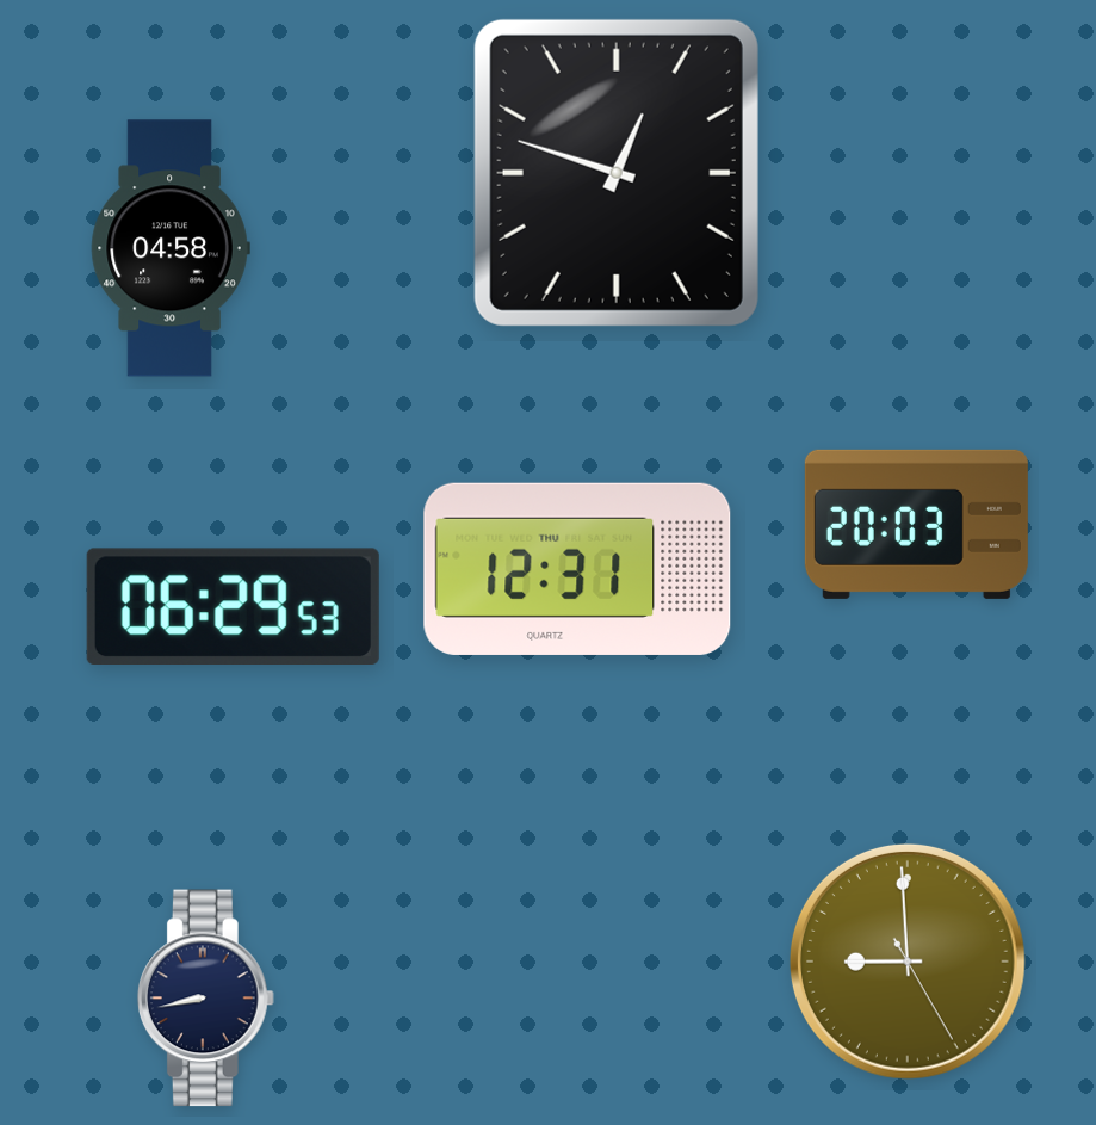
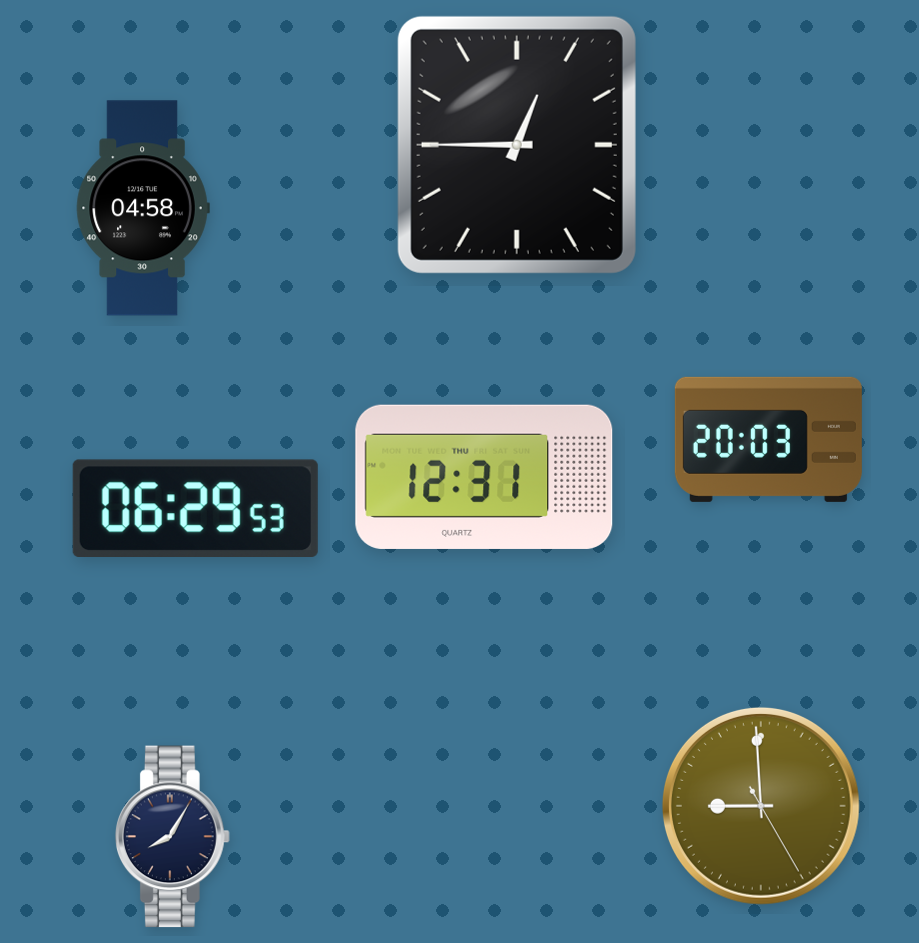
clock at (617, 173): 12:48 -> 12:45
clock at (205, 999): 8:43 -> 8:05
